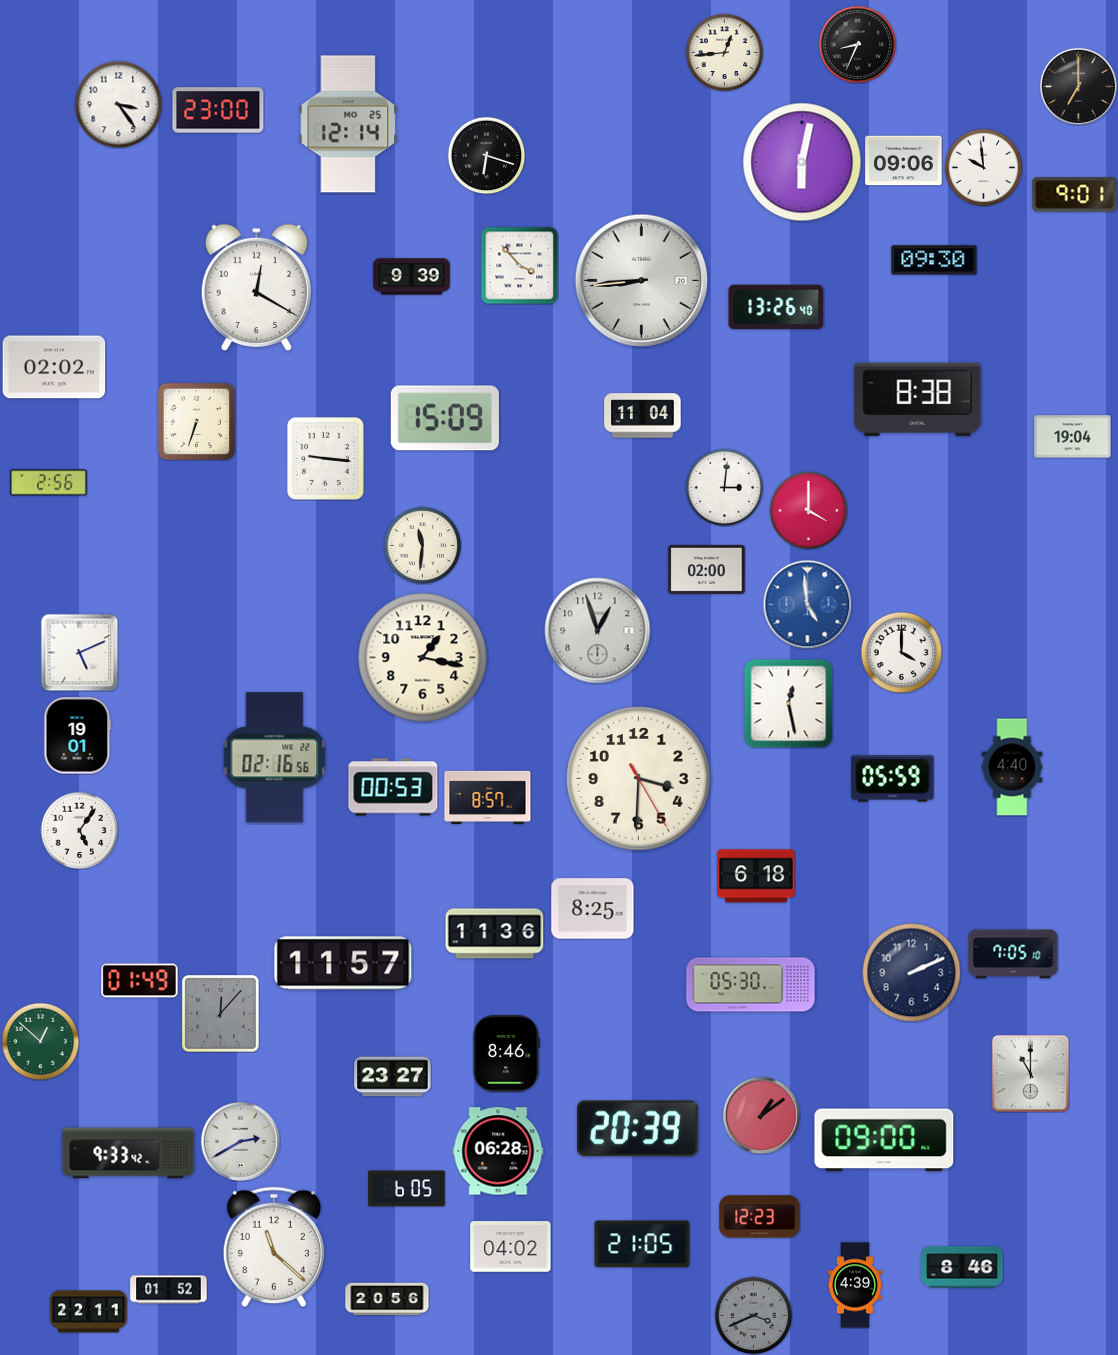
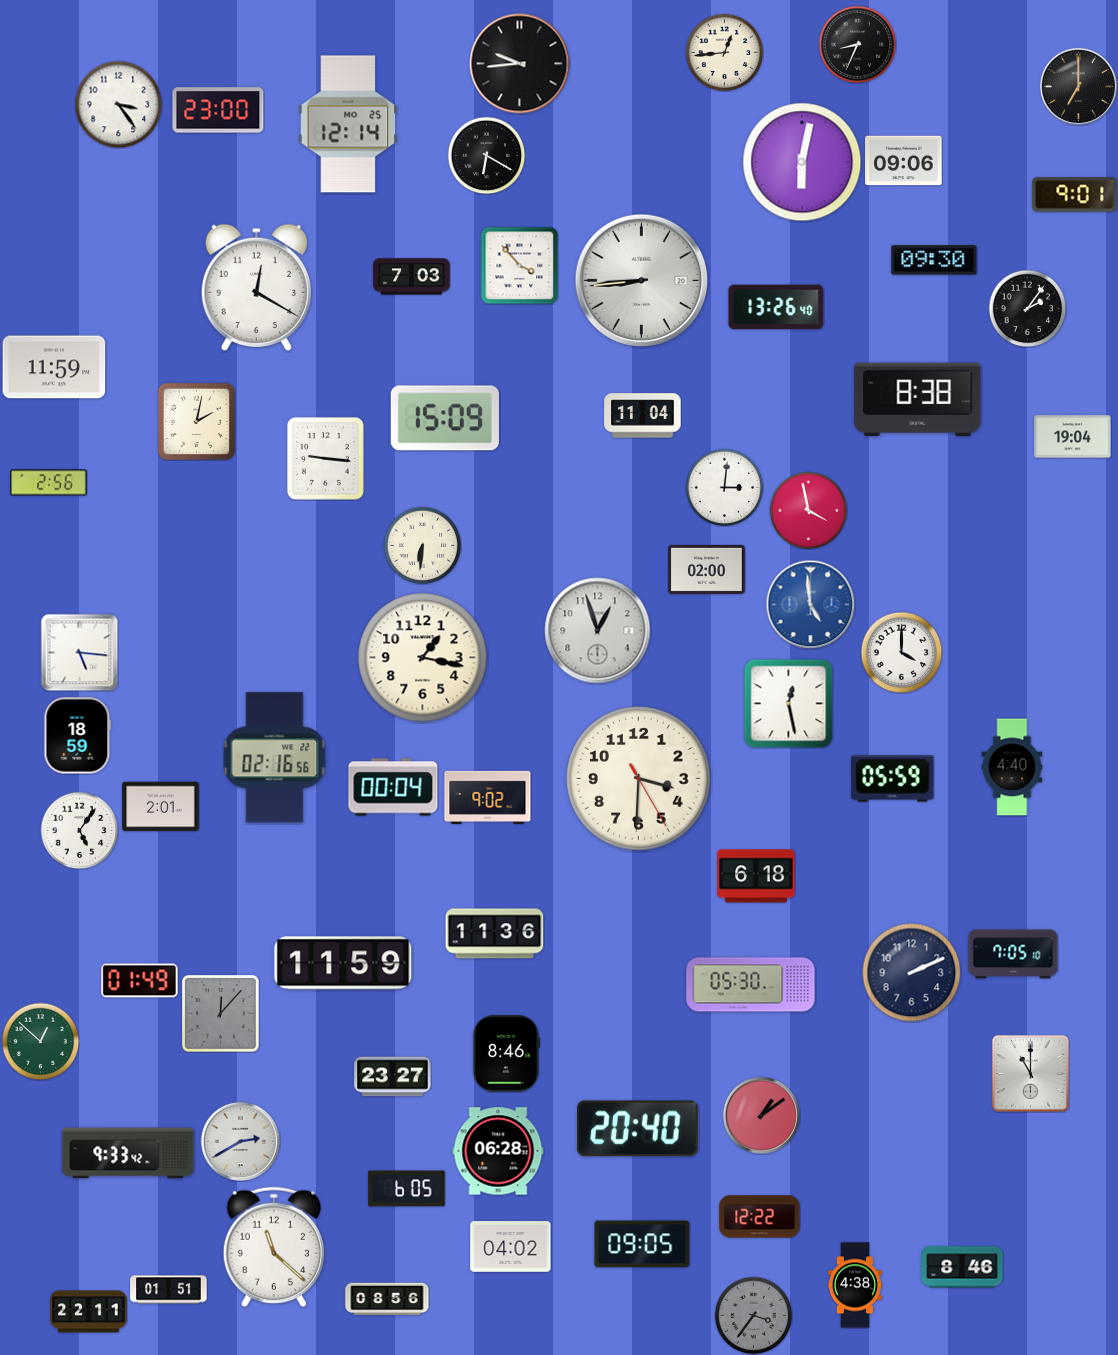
clock at (520, 64): none -> 9:44
clock at (486, 155): 6:18 -> 6:20
clock at (983, 167): 9:59 -> none
clock at (412, 277): 9:39 -> 7:03
clock at (1027, 308): none -> 2:06
clock at (54, 367): 02:02 -> 11:59
clock at (196, 421): 6:33 -> 2:02
clock at (808, 510): 4:00 -> 3:58
clock at (422, 545): 11:31 -> 6:31
clock at (807, 604) position: (807, 604) -> (810, 604)
clock at (79, 652): 5:11 -> 5:16
clock at (78, 736): 19:01 -> 18:59
clock at (393, 787): 00:53 -> 00:04
clock at (488, 797): 8:57 -> 9:02
clock at (161, 807): none -> 2:01
clock at (593, 909): 8:25 -> none
clock at (343, 963): 11:57 -> 11:59
clock at (638, 1129): 20:39 -> 20:40
clock at (884, 1140): 09:00 -> none
clock at (760, 1217): 12:23 -> 12:22
clock at (642, 1244): 21:05 -> 09:05
clock at (855, 1285): 4:39 -> 4:38
clock at (169, 1290): 01:52 -> 01:51
clock at (387, 1299): 20:56 -> 08:56
clock at (753, 1315): 3:41 -> 3:36
